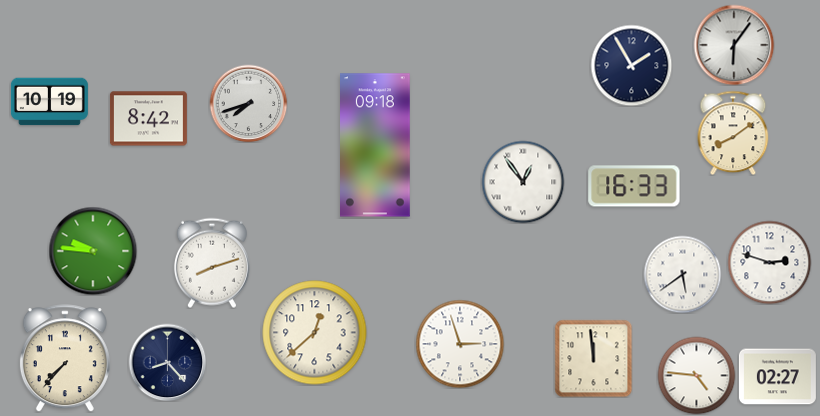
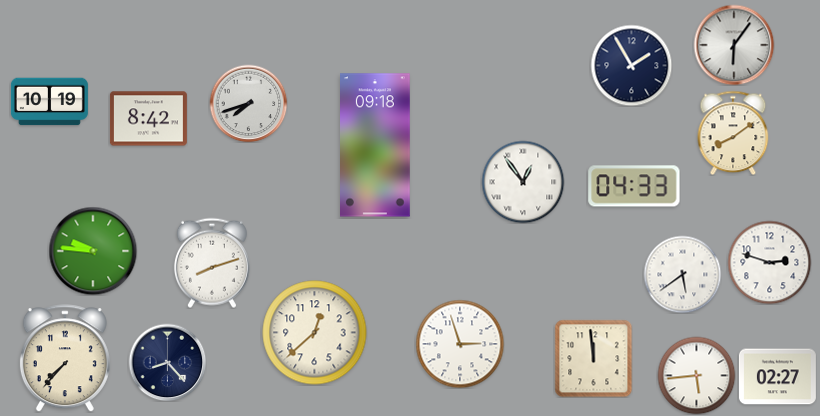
clock at (634, 186): 16:33 -> 04:33
clock at (696, 375): 4:46 -> 5:44
